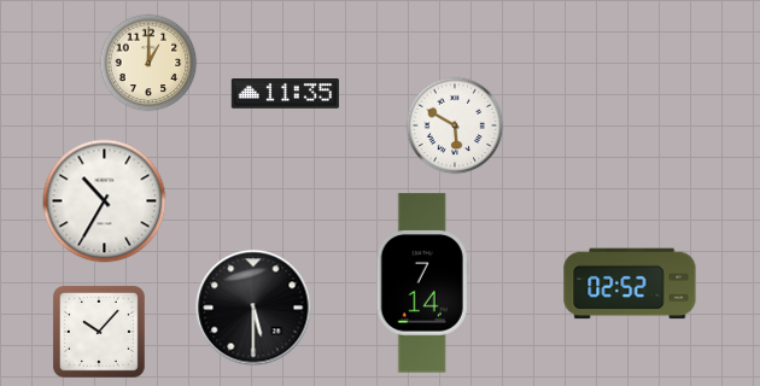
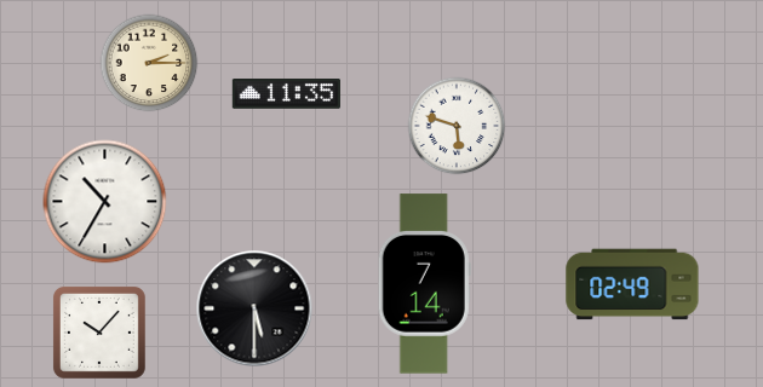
clock at (148, 63): 1:00 -> 2:15
clock at (455, 125): 5:50 -> 5:48
clock at (630, 283): 02:52 -> 02:49
